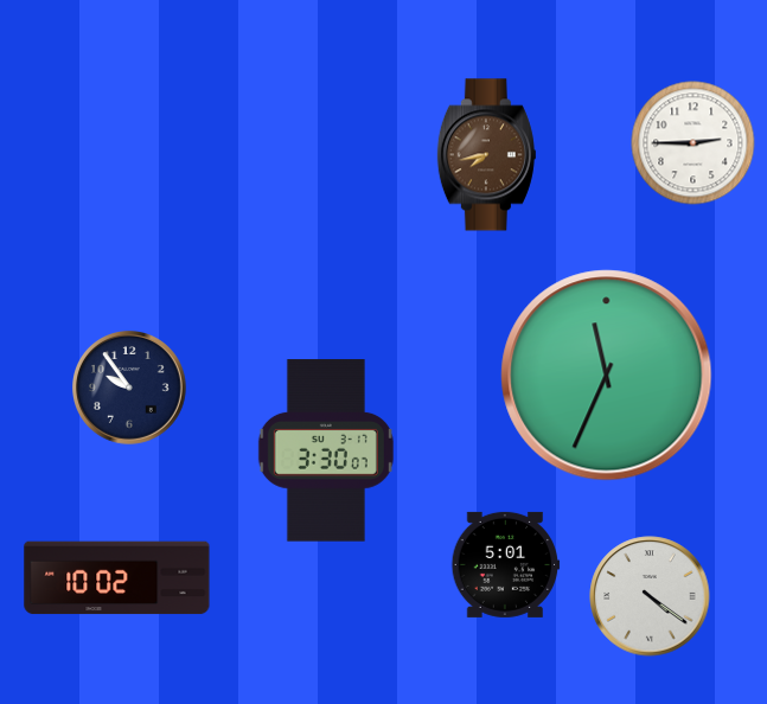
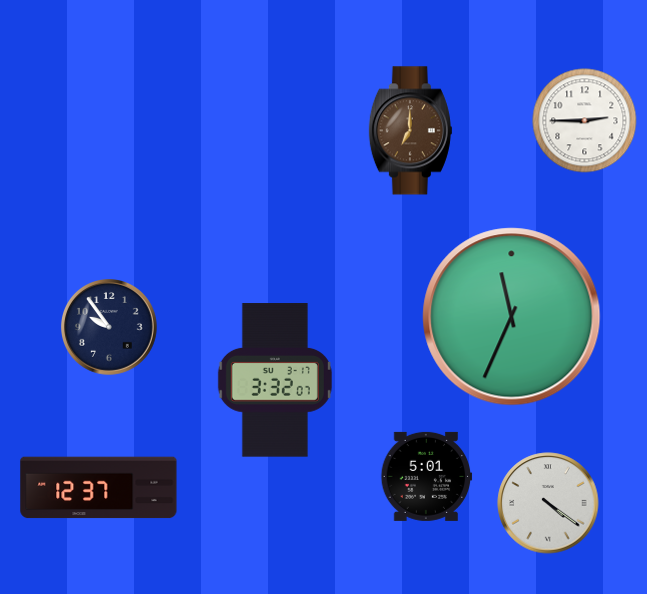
clock at (486, 155): 7:43 -> 7:00
clock at (326, 450): 3:30 -> 3:32
clock at (117, 578): 10:02 -> 12:37
